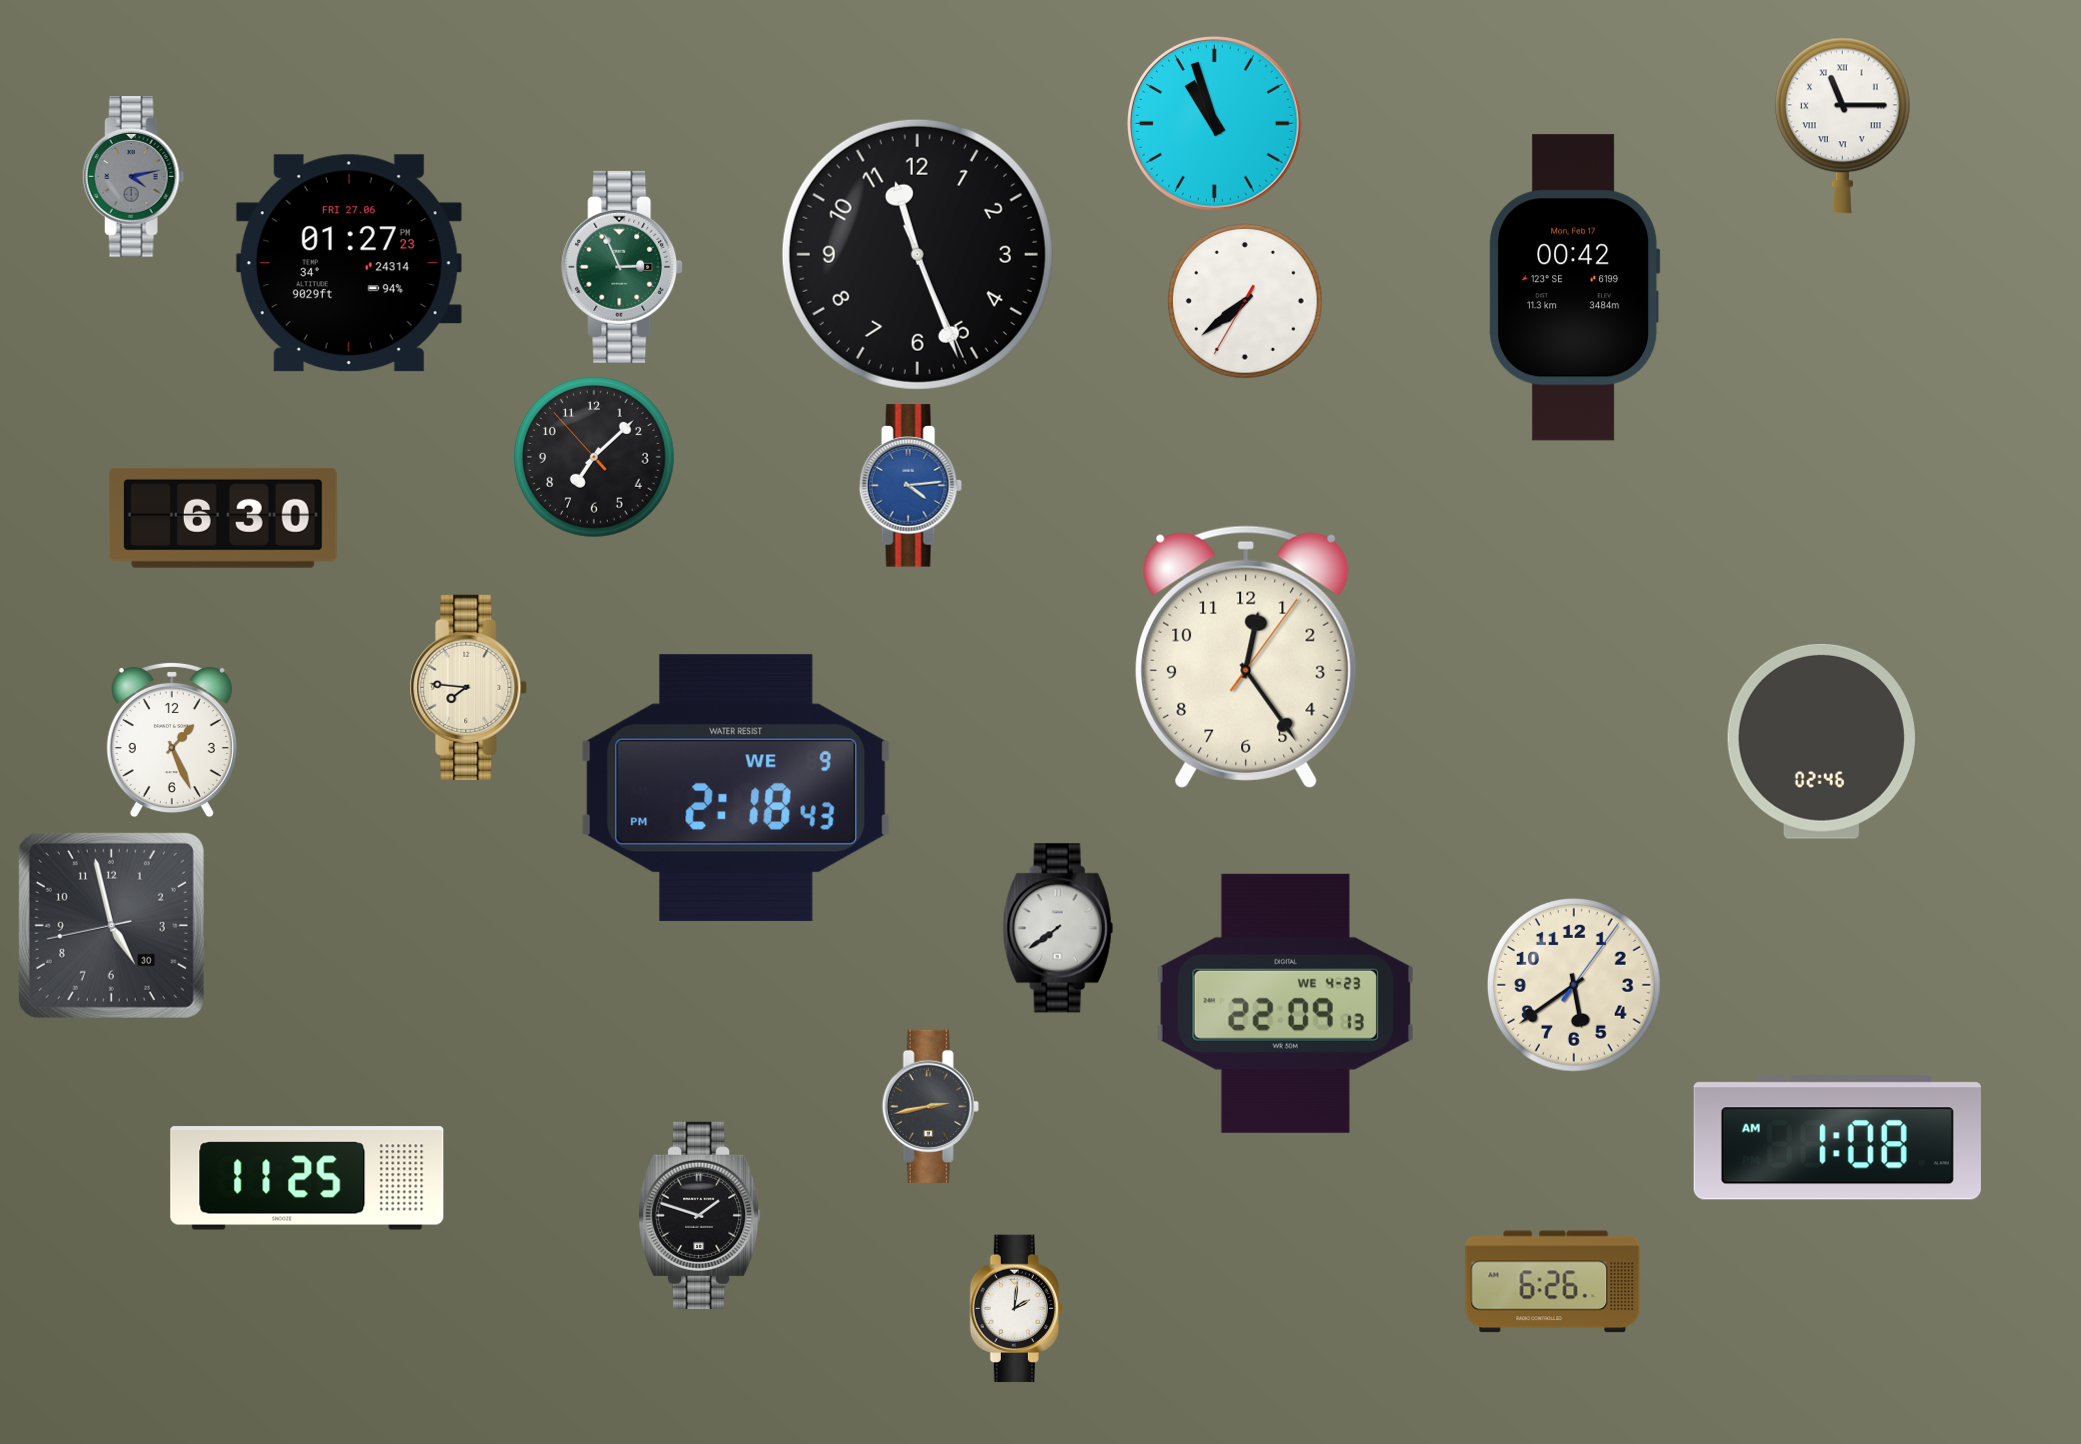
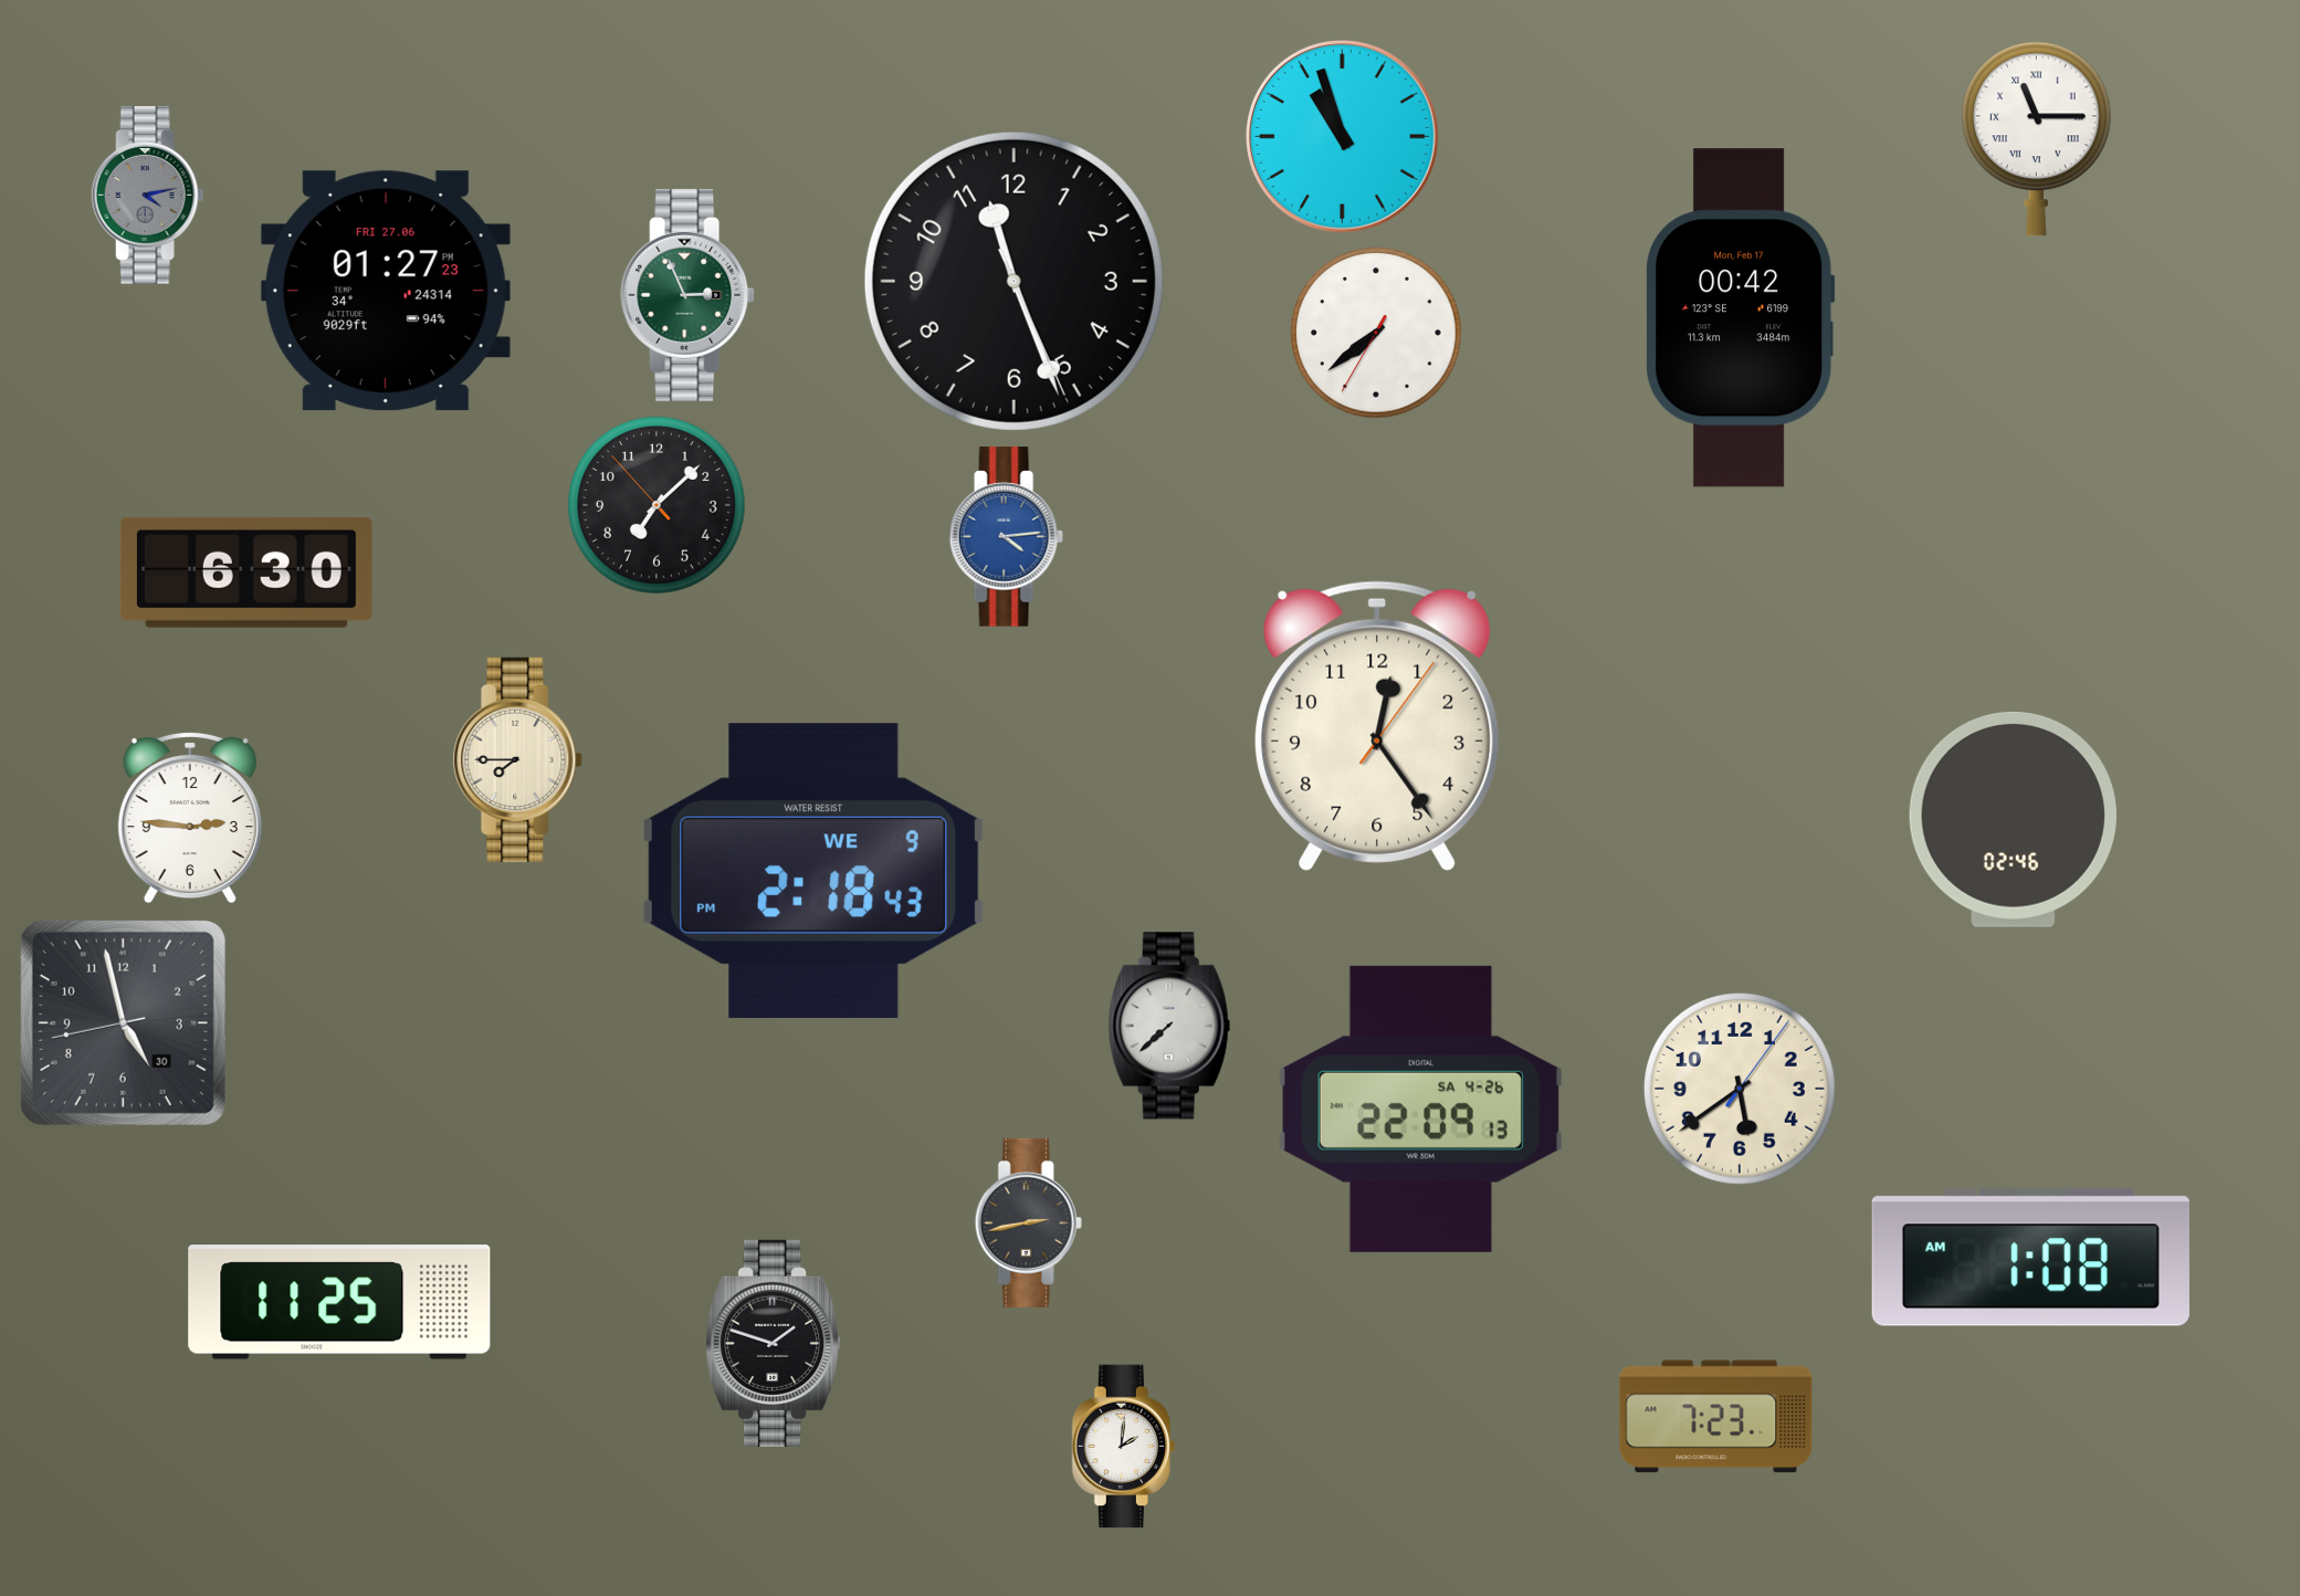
clock at (469, 687): 7:46 -> 7:45
clock at (172, 740): 1:26 -> 2:46
clock at (1058, 928): 7:39 -> 7:38
clock at (1285, 1003) date: WE 4-23 -> SA 4-26
clock at (1553, 1282): 6:26 -> 7:23
